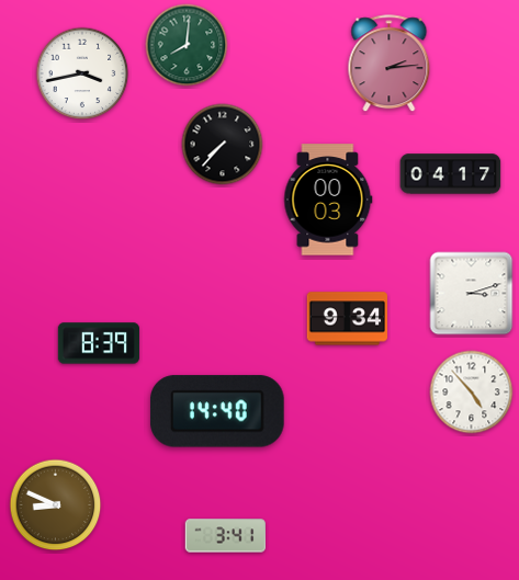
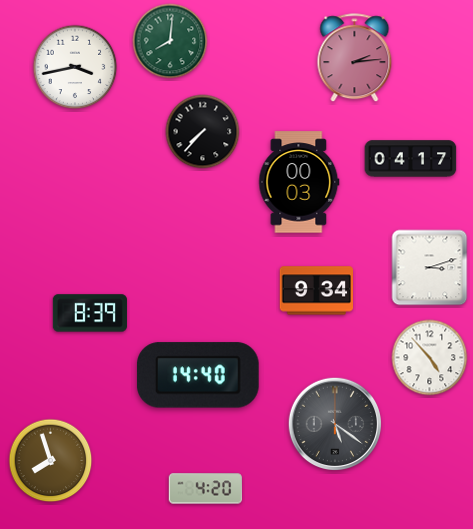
clock at (335, 423): none -> 5:21
clock at (56, 505): 8:49 -> 7:57
clock at (225, 536): 3:41 -> 4:20
